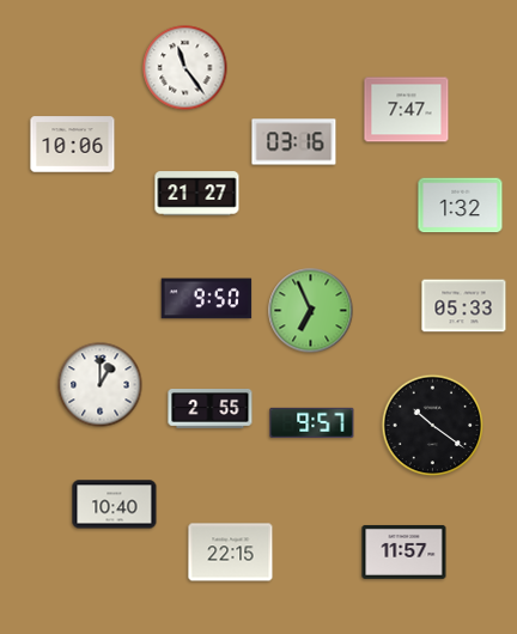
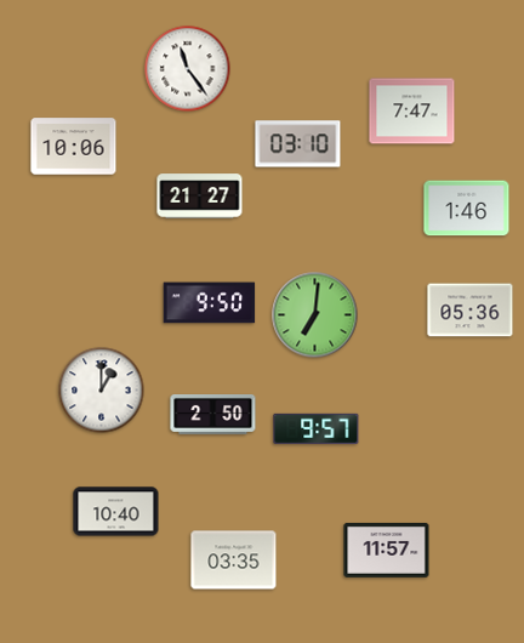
clock at (294, 142): 03:16 -> 03:10
clock at (461, 206): 1:32 -> 1:46
clock at (464, 306): 05:33 -> 05:36
clock at (311, 311): 6:56 -> 7:01
clock at (211, 409): 2:55 -> 2:50
clock at (433, 426): 10:21 -> none
clock at (405, 551) position: (405, 551) -> (387, 550)
clock at (231, 553): 22:15 -> 03:35
